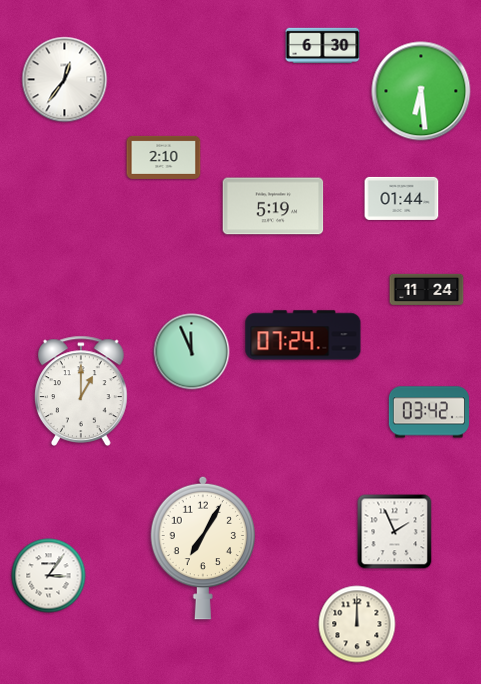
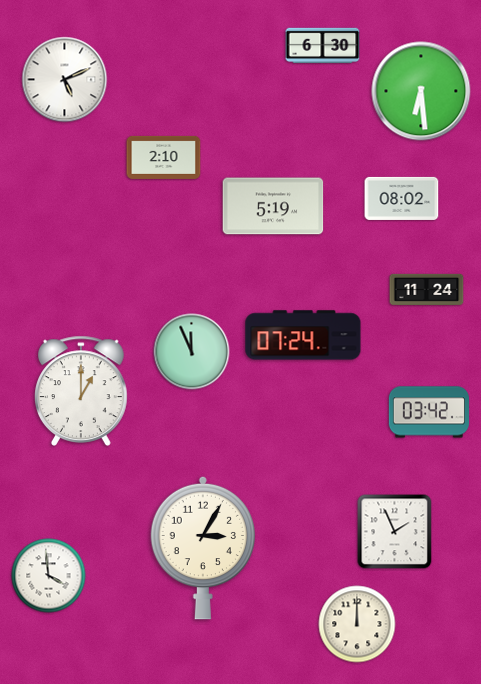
clock at (65, 80): 12:36 -> 5:11
clock at (402, 198): 01:44 -> 08:02
clock at (203, 548): 7:05 -> 3:05
clock at (49, 576): 3:06 -> 3:59
